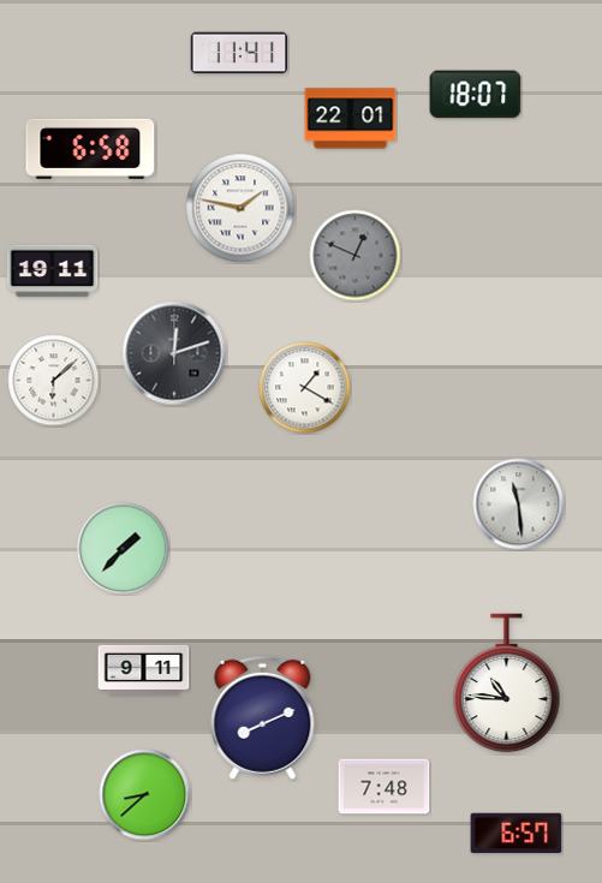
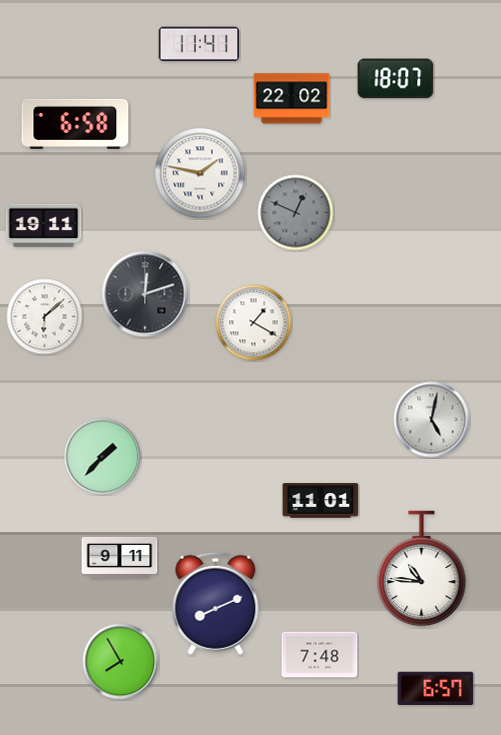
clock at (351, 119): 22:01 -> 22:02
clock at (519, 505): 11:29 -> 5:02
clock at (321, 501): none -> 11:01
clock at (263, 717) position: (263, 717) -> (216, 603)
clock at (145, 795): 8:38 -> 7:55
clock at (517, 834) position: (517, 834) -> (436, 689)
